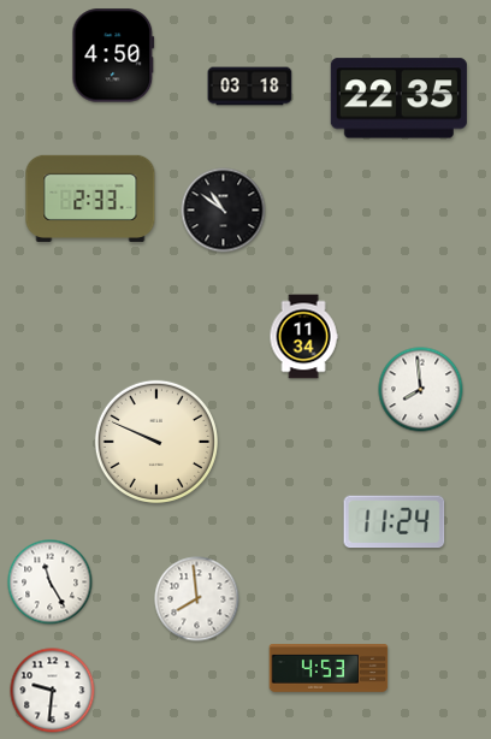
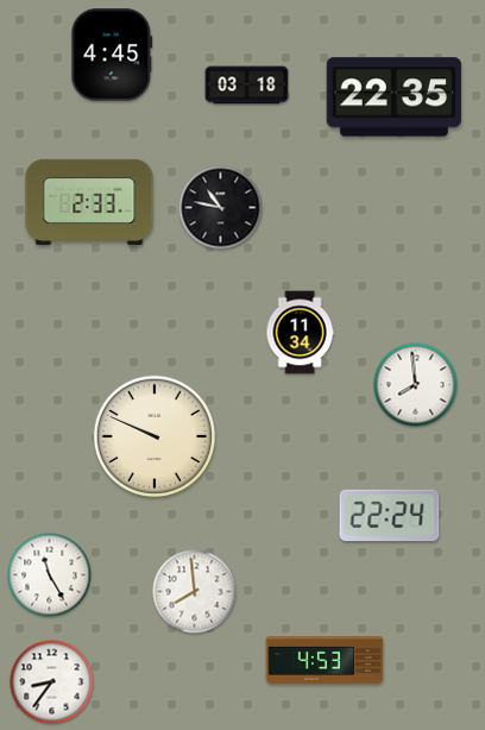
clock at (113, 55): 4:50 -> 4:45
clock at (90, 199) position: (90, 199) -> (89, 202)
clock at (224, 211): 10:51 -> 10:47
clock at (395, 522): 11:24 -> 22:24
clock at (53, 691): 9:31 -> 8:36
